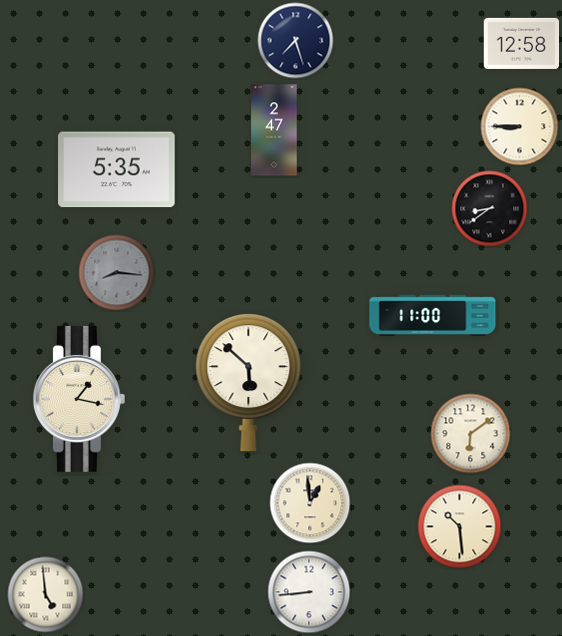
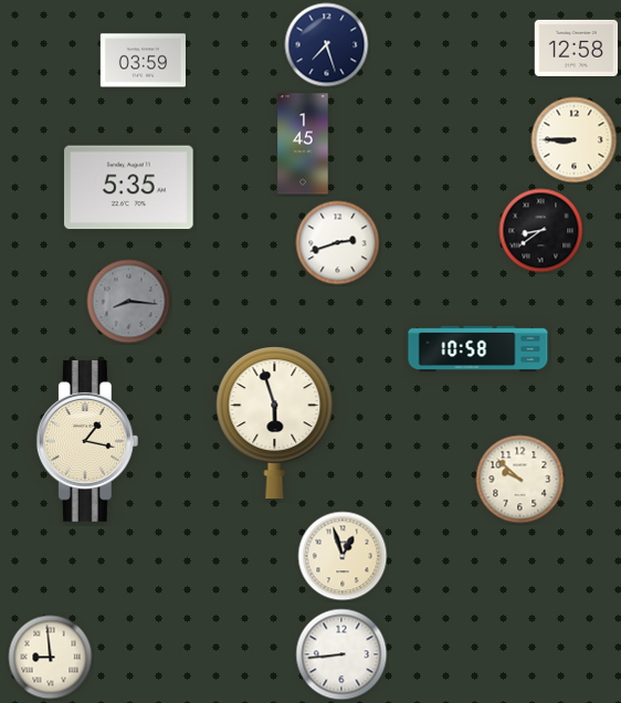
clock at (143, 61): none -> 03:59
clock at (274, 130): 2:47 -> 1:45
clock at (338, 243): none -> 2:42
clock at (433, 316): 11:00 -> 10:58
clock at (249, 383): 5:52 -> 5:57
clock at (471, 434): 6:09 -> 9:52
clock at (310, 503): 12:59 -> 12:57
clock at (460, 527): 10:29 -> none
clock at (46, 595): 4:59 -> 8:59
